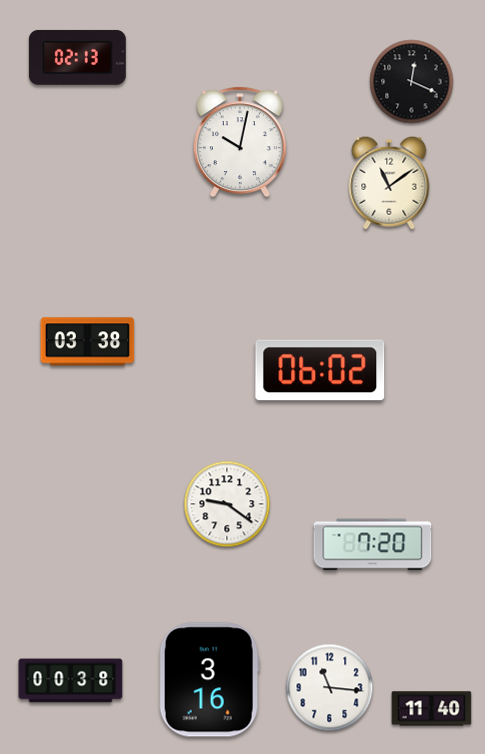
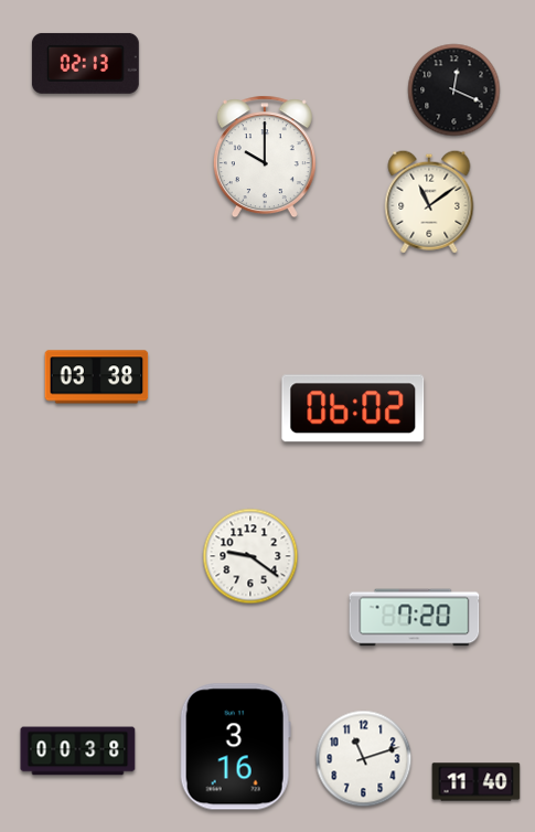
clock at (240, 142): 10:02 -> 10:00
clock at (373, 545) position: (373, 545) -> (415, 618)
clock at (209, 680) position: (209, 680) -> (235, 747)
clock at (330, 688): 11:16 -> 11:12
